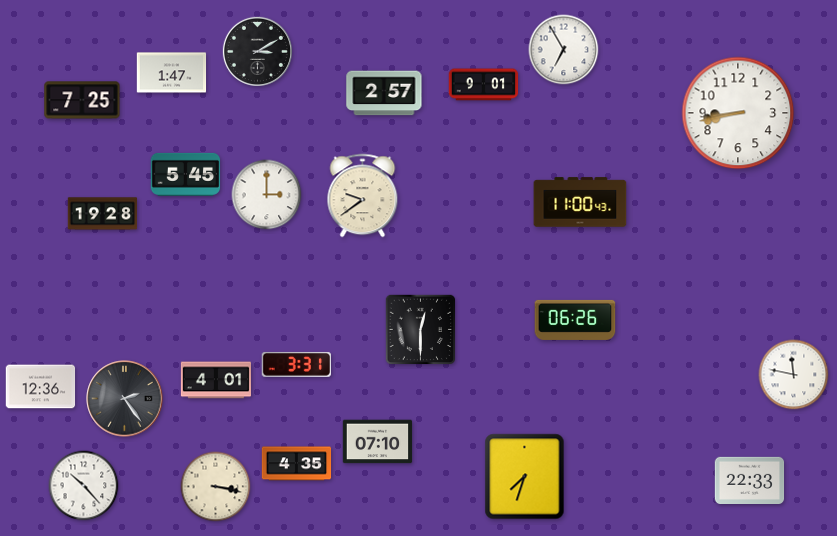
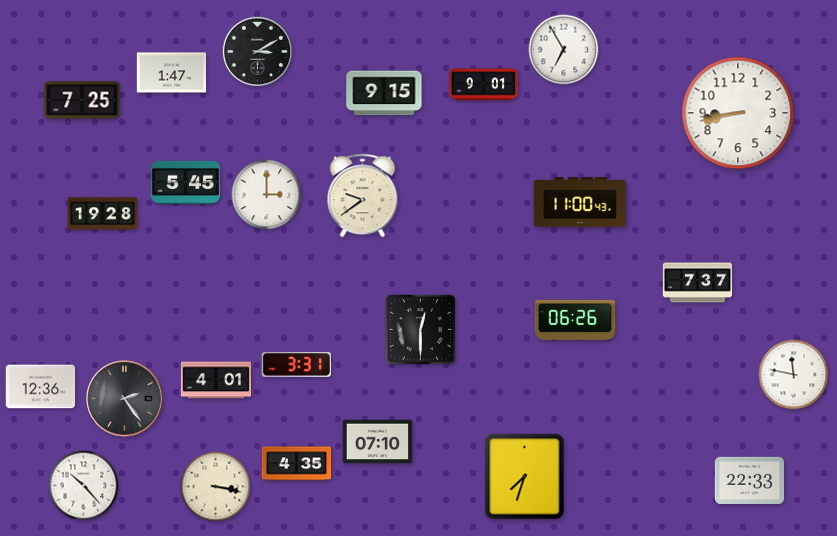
clock at (384, 93): 2:57 -> 9:15
clock at (186, 174) position: (186, 174) -> (186, 182)
clock at (698, 283): none -> 7:37
